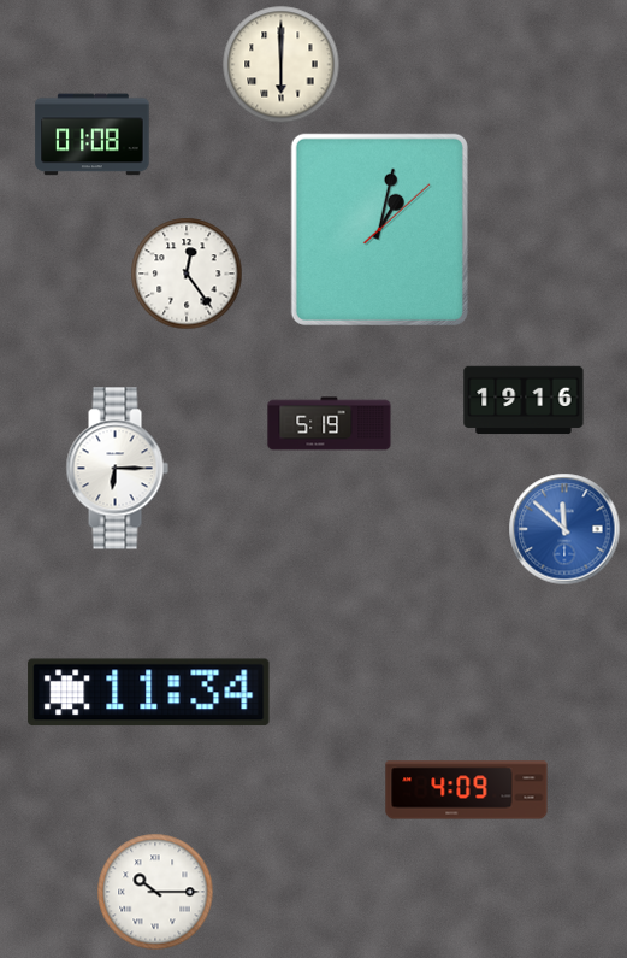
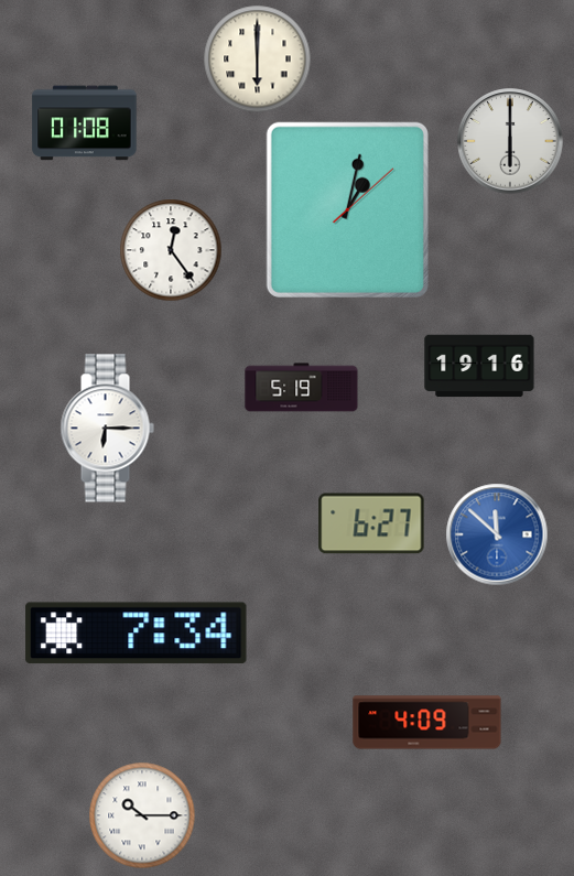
clock at (510, 141): none -> 6:00
clock at (564, 529) position: (564, 529) -> (497, 534)
clock at (371, 523): none -> 6:27
clock at (149, 693): 11:34 -> 7:34
